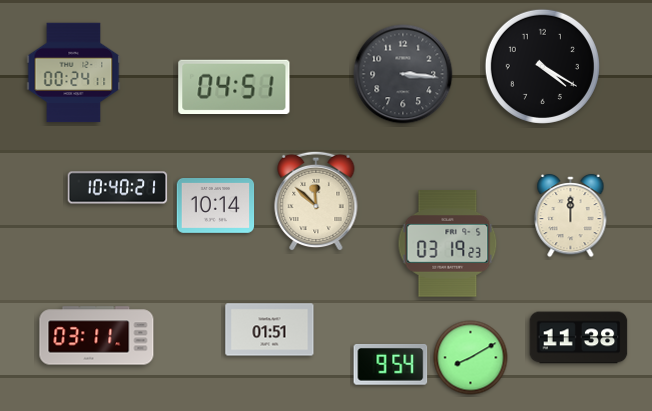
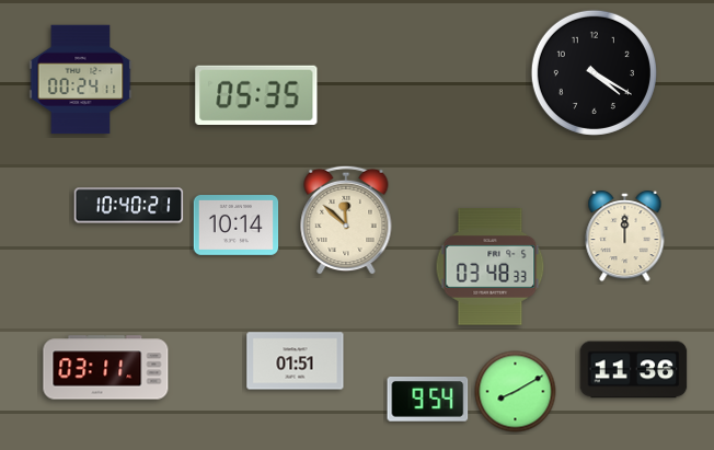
clock at (403, 74): 3:16 -> none
clock at (234, 86): 04:51 -> 05:35
clock at (448, 244): 03:19 -> 03:48
clock at (579, 338): 11:38 -> 11:36
